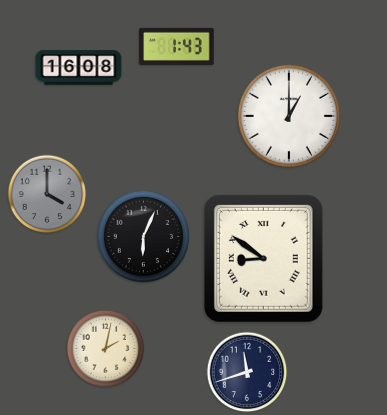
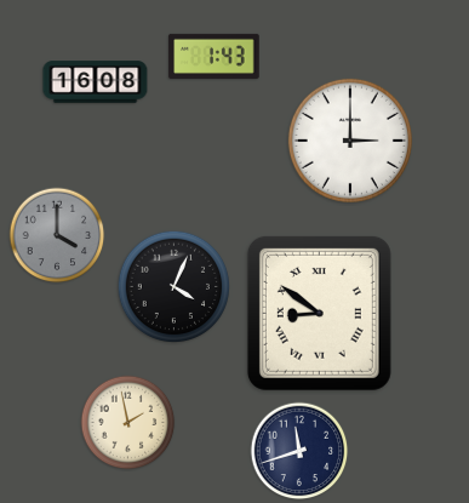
clock at (289, 116): 1:00 -> 3:00
clock at (143, 236): 6:04 -> 4:04
clock at (106, 349): 2:02 -> 1:58
